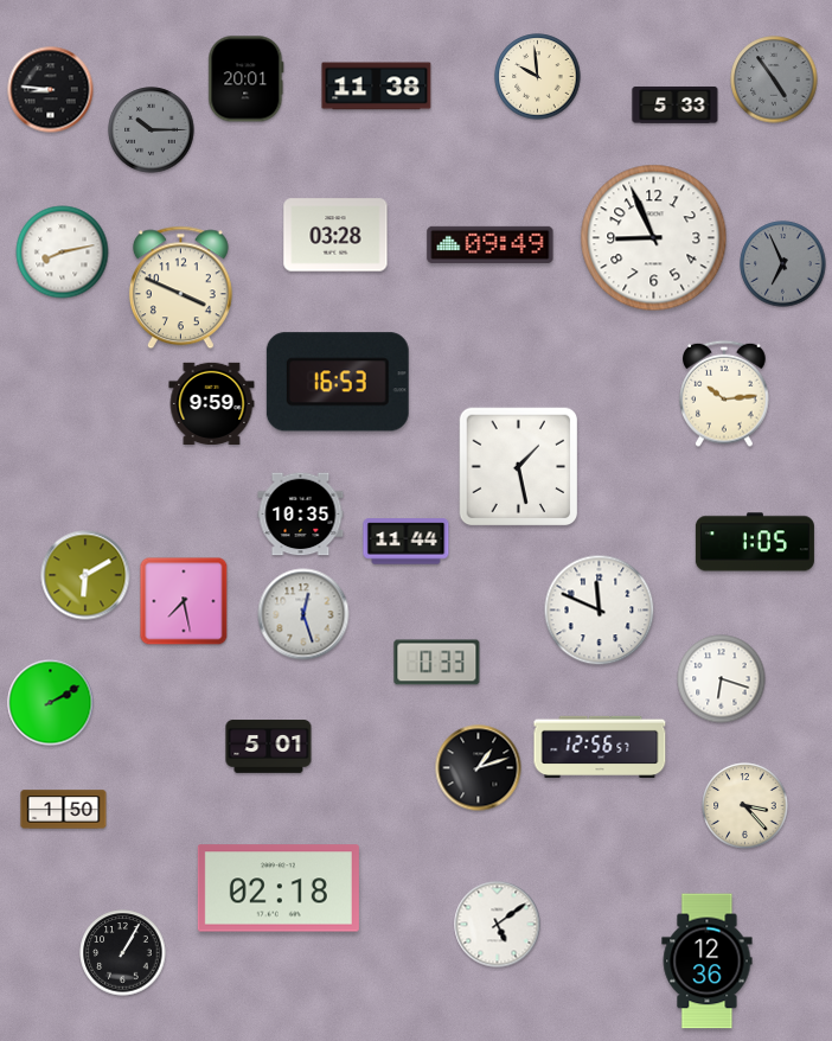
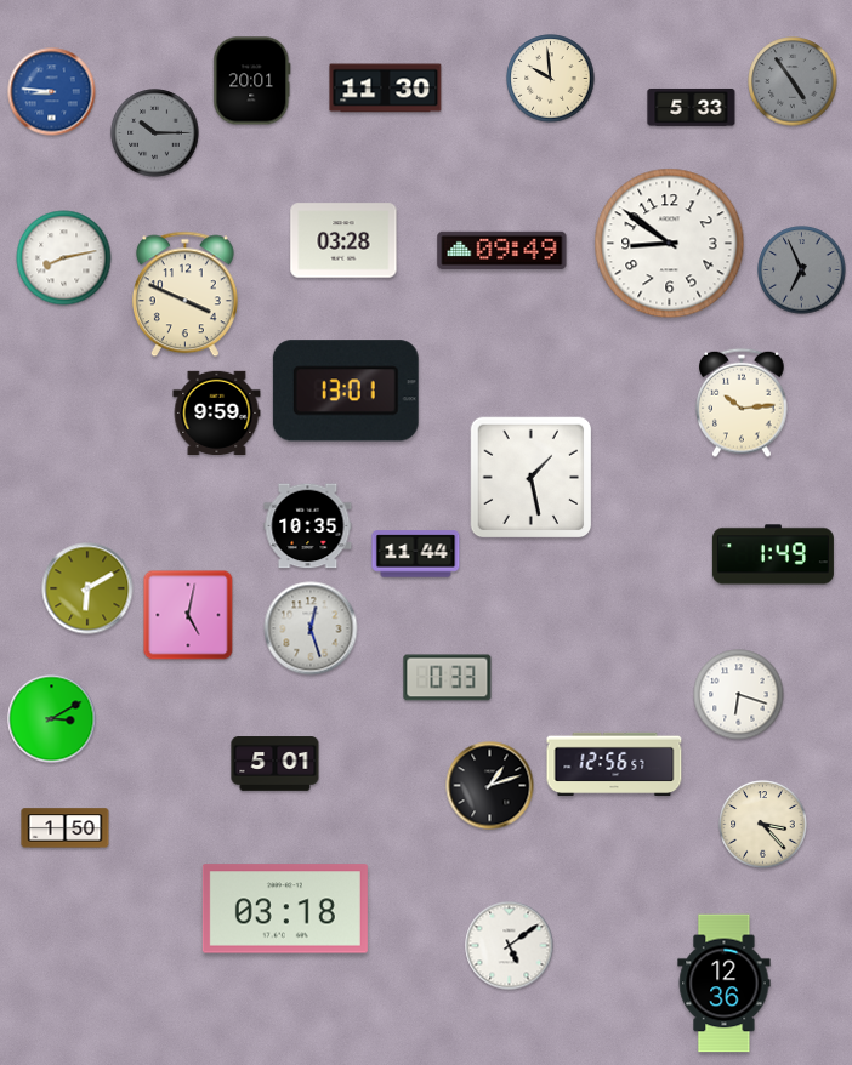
clock at (377, 87): 11:38 -> 11:30
clock at (51, 90) dial: black -> blue
clock at (654, 238): 8:56 -> 8:51
clock at (338, 382): 16:53 -> 13:01
clock at (755, 542): 1:05 -> 1:49
clock at (184, 601): 7:28 -> 5:02
clock at (600, 611): 11:49 -> none
clock at (51, 703): 2:10 -> 3:10
clock at (279, 888): 02:18 -> 03:18
clock at (123, 953): 1:05 -> none
